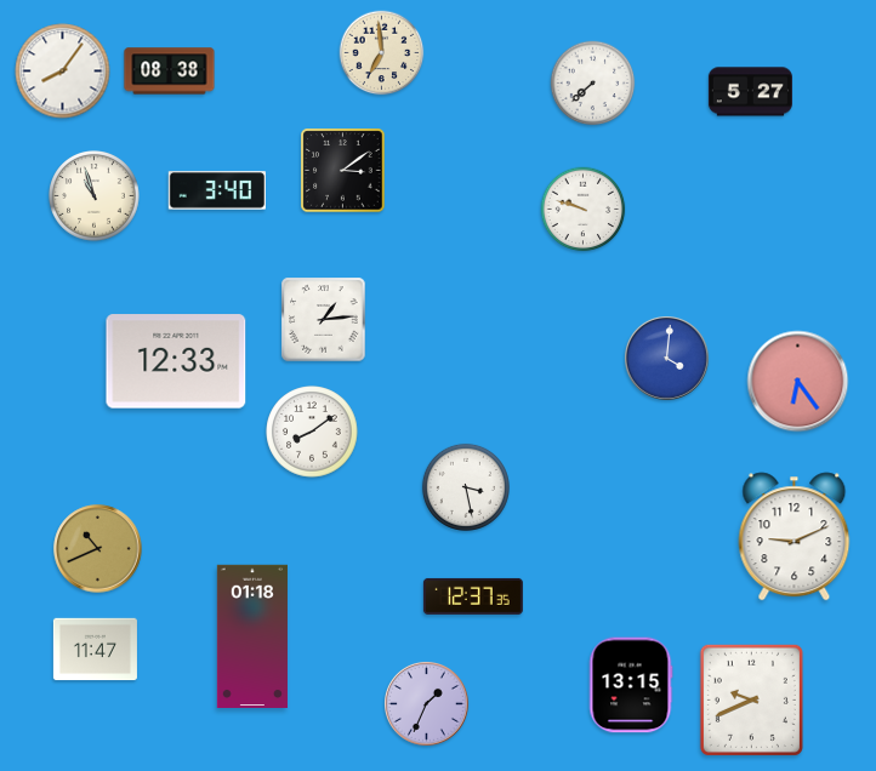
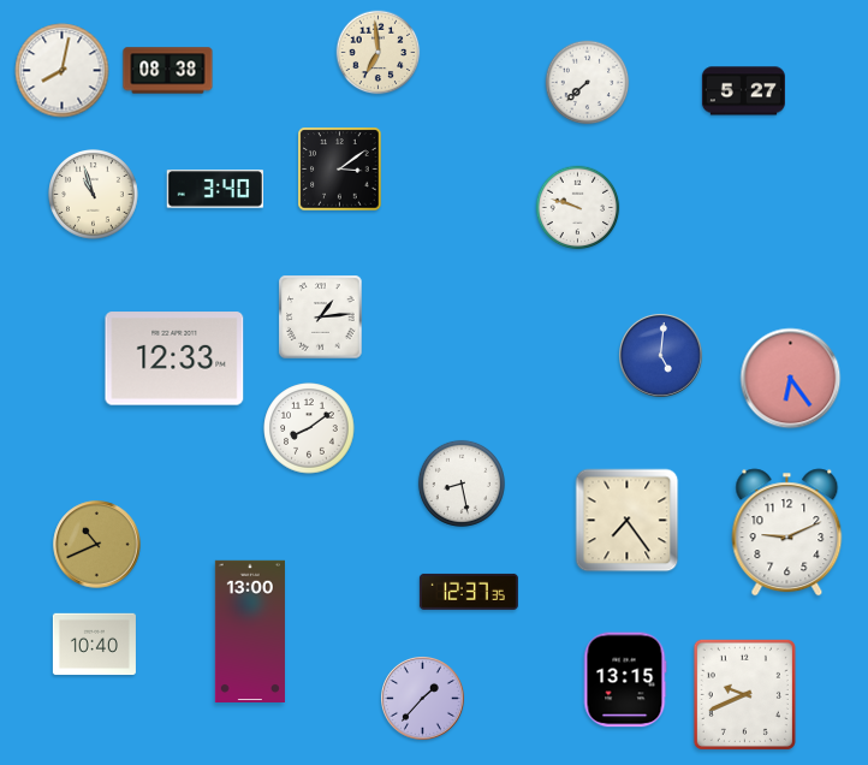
clock at (63, 72): 8:06 -> 8:02
clock at (667, 359): 4:01 -> 5:01
clock at (466, 487): 3:28 -> 8:28
clock at (628, 521): none -> 7:24
clock at (252, 635): 01:18 -> 13:00
clock at (95, 650): 11:47 -> 10:40
clock at (427, 704): 1:34 -> 1:37
